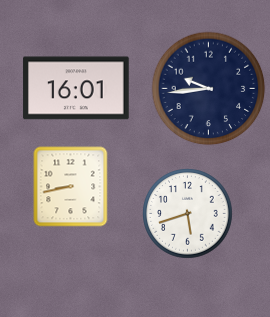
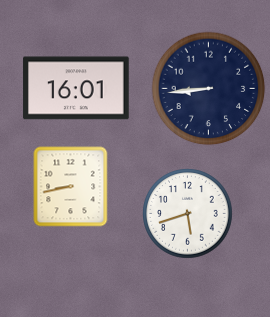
clock at (208, 88): 9:44 -> 8:44
